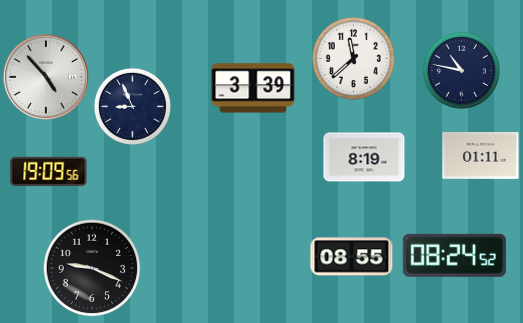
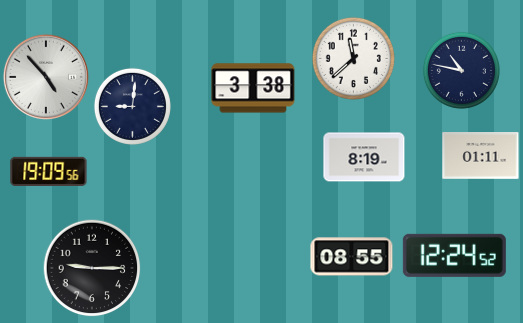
clock at (253, 88): 3:39 -> 3:38
clock at (132, 106): 8:56 -> 9:01
clock at (454, 255): 08:24 -> 12:24
clock at (92, 268): 9:19 -> 9:15
